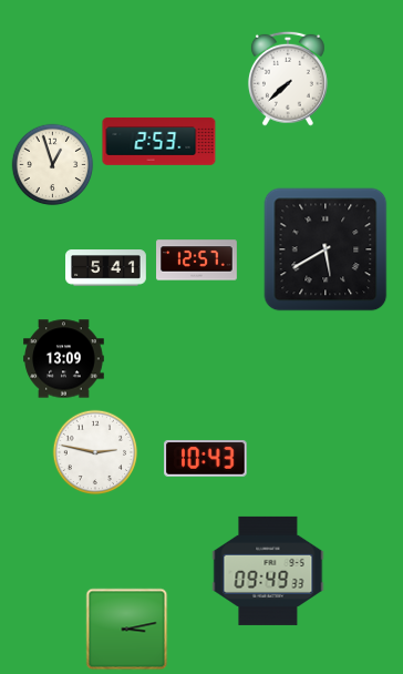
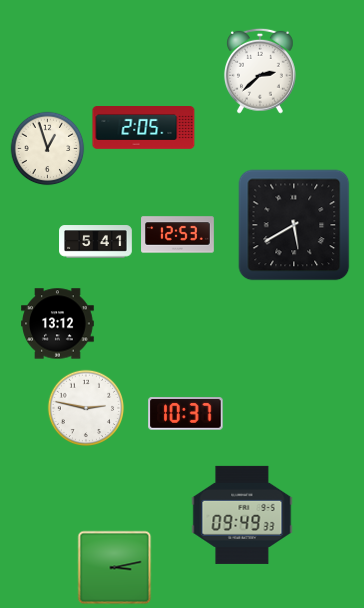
clock at (288, 79): 7:38 -> 2:38
clock at (159, 142): 2:53 -> 2:05
clock at (197, 261): 12:57 -> 12:53
clock at (64, 359): 13:09 -> 13:12
clock at (206, 459): 10:43 -> 10:37
